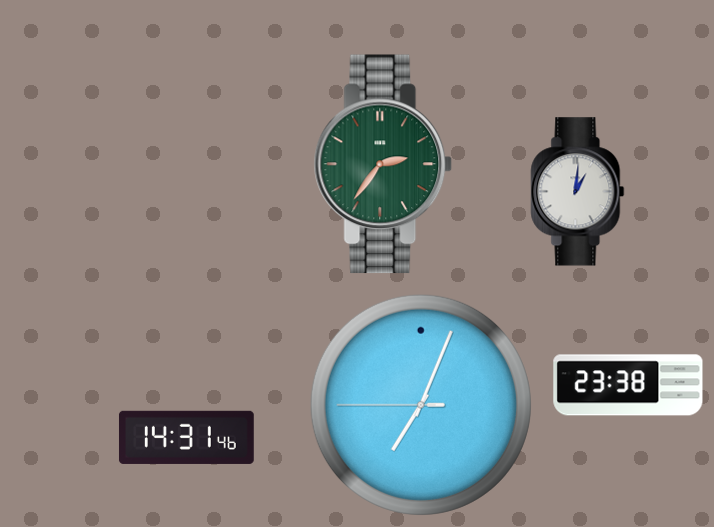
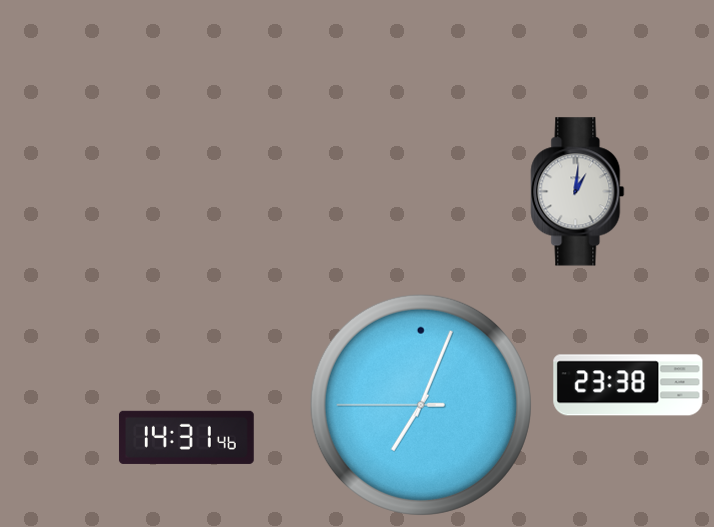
clock at (383, 164): 2:36 -> none
